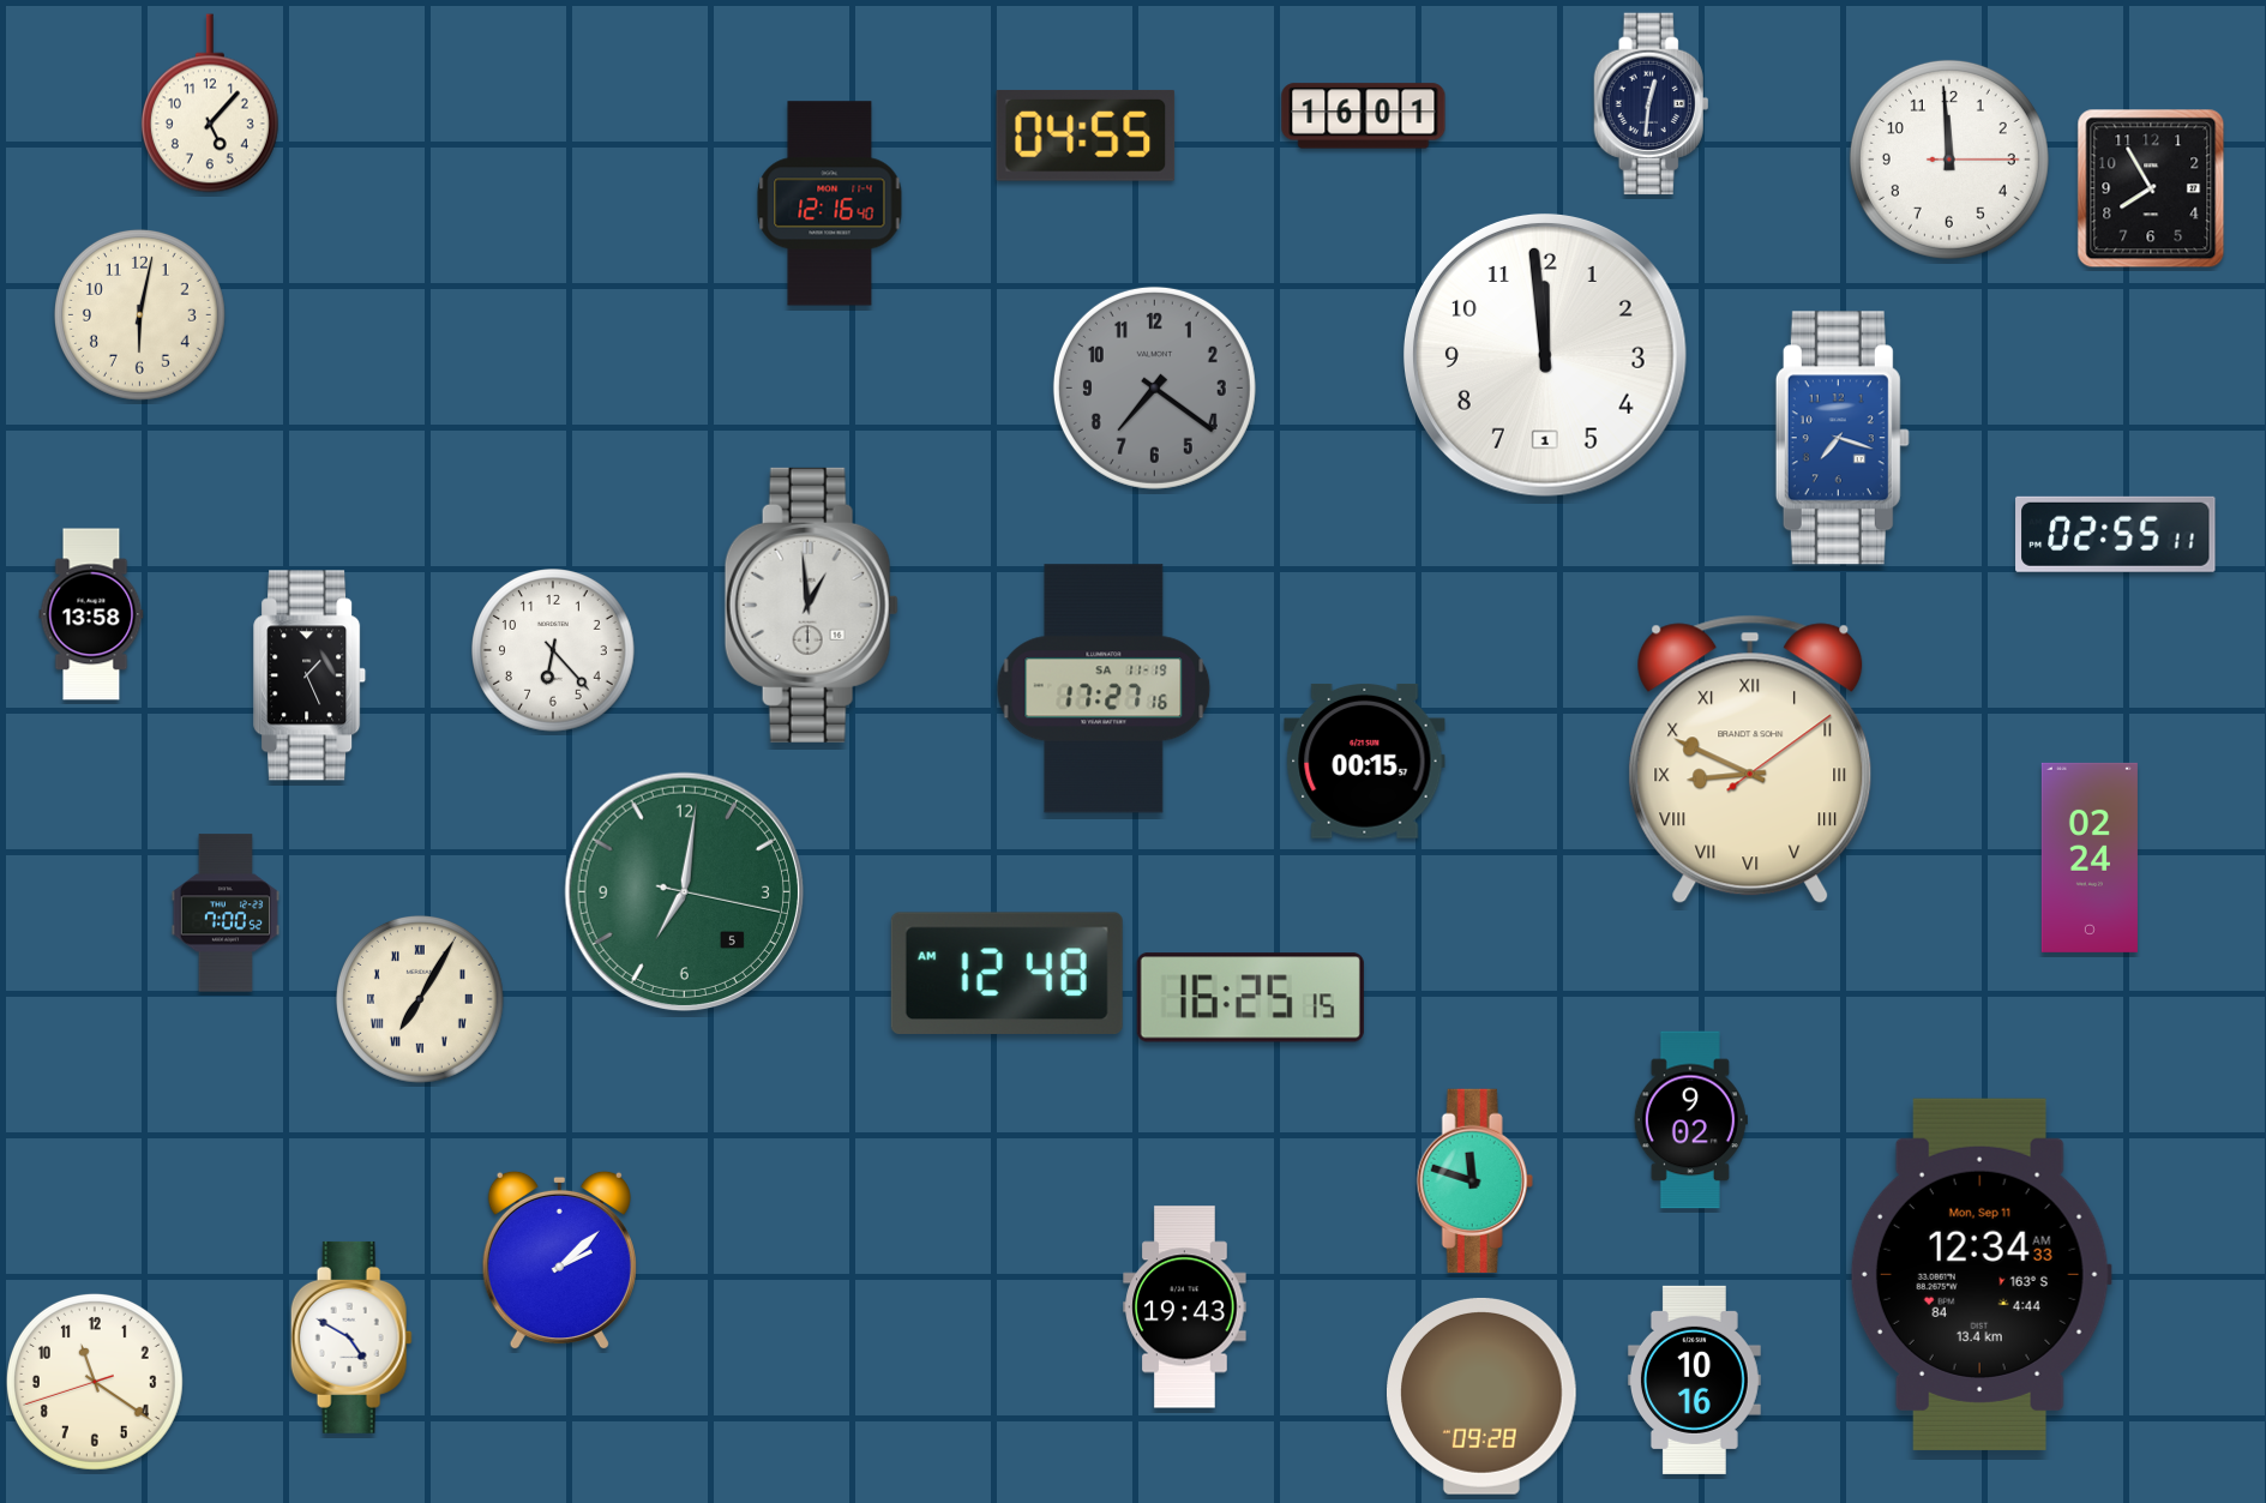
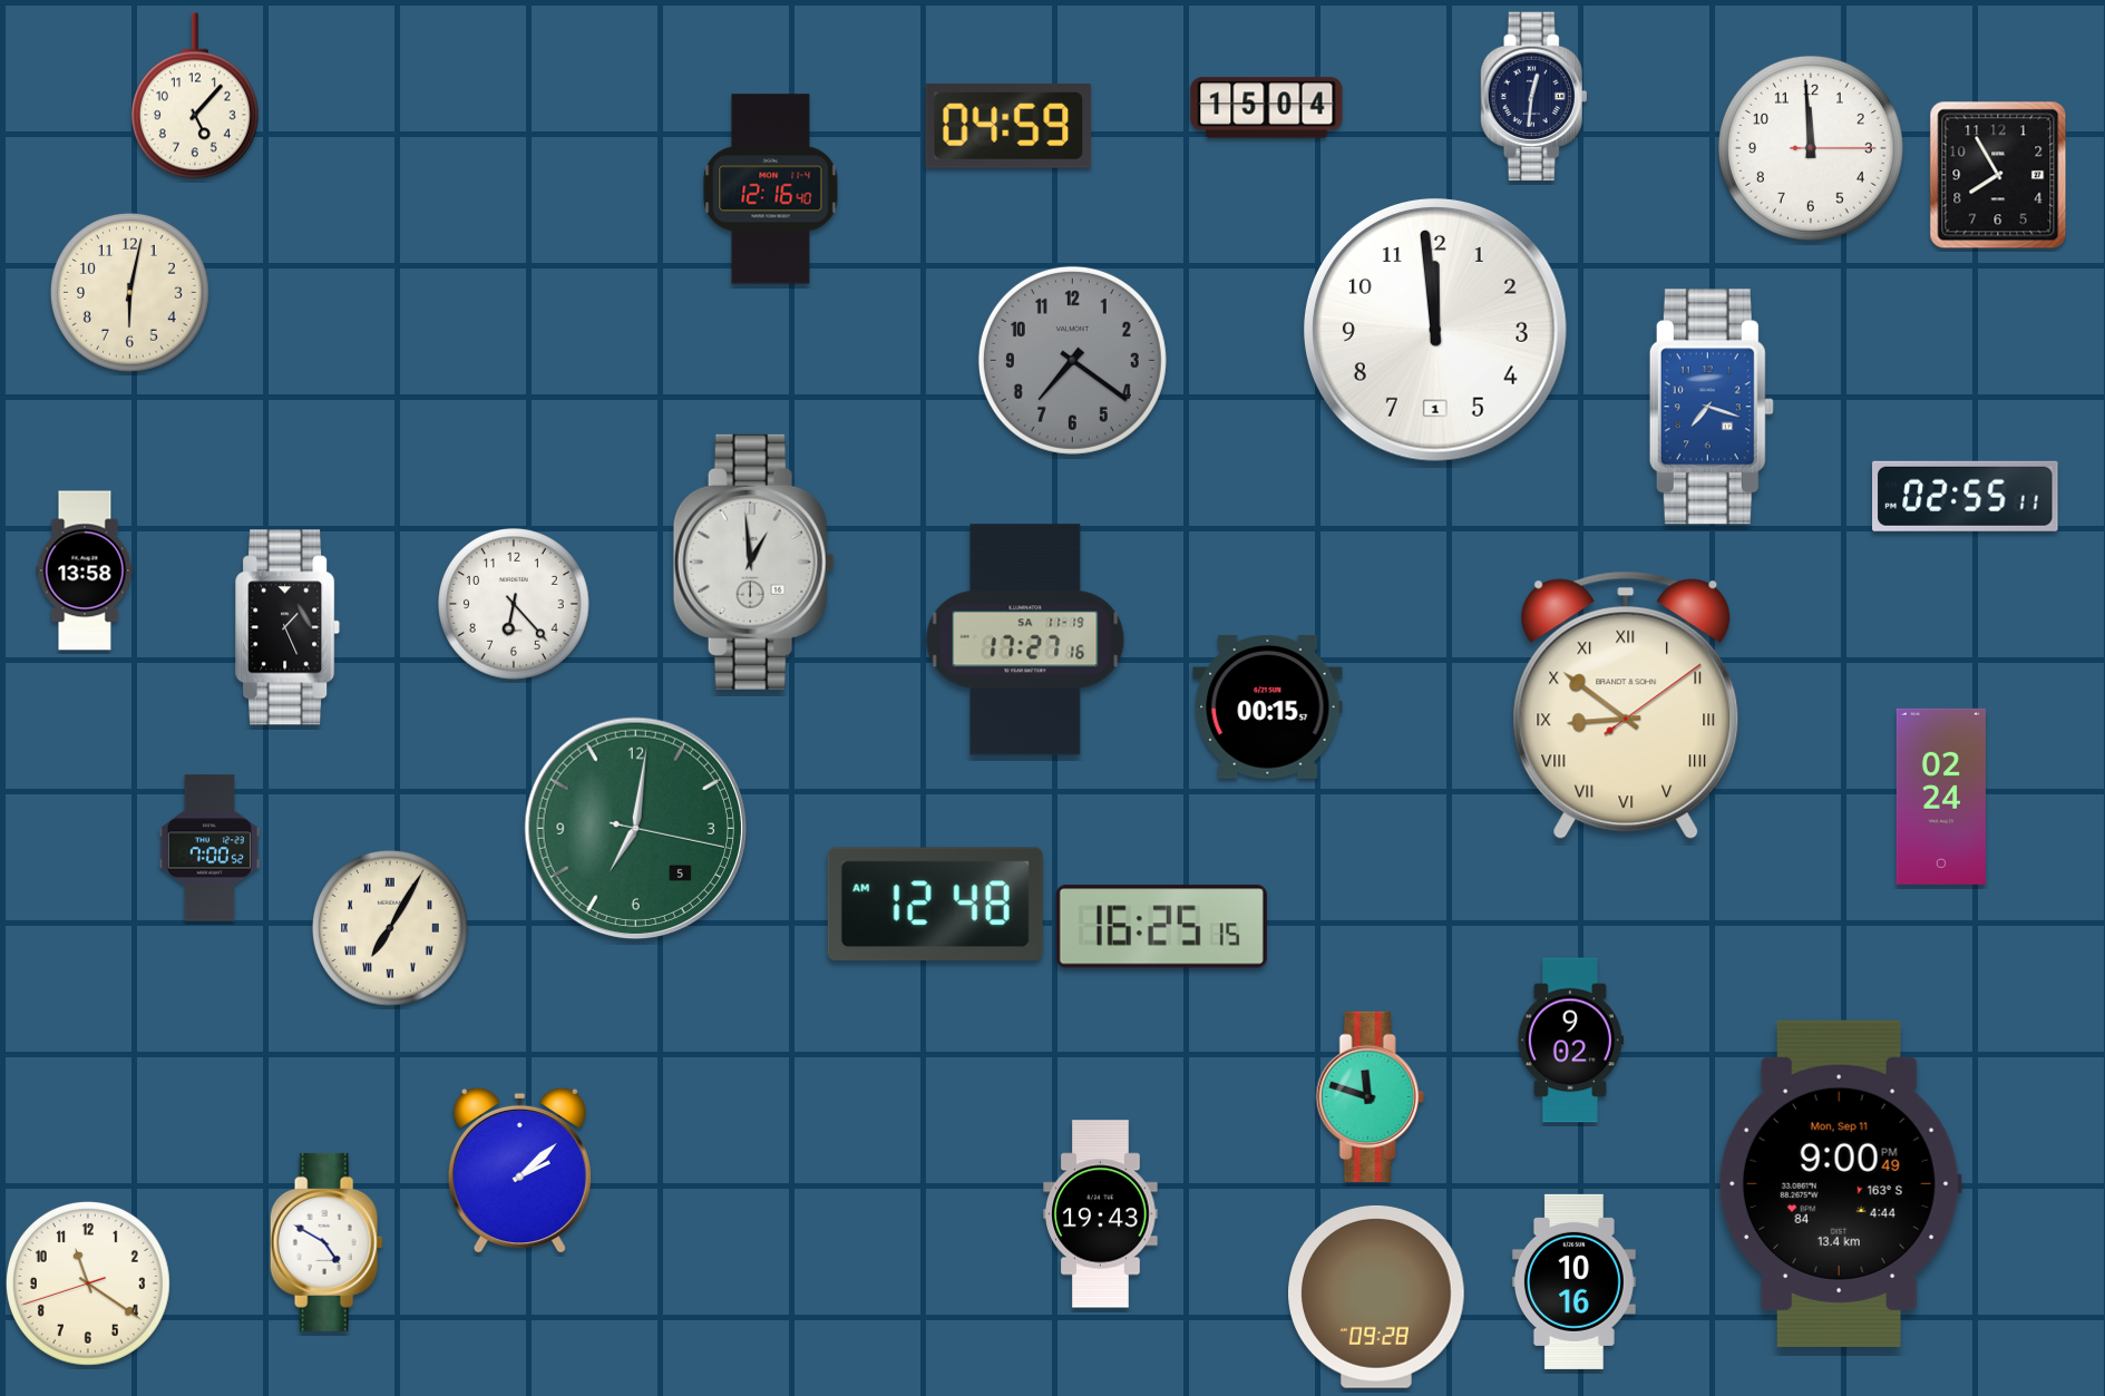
clock at (1364, 116): 16:01 -> 15:04
clock at (1086, 136): 04:55 -> 04:59
clock at (1750, 759): 8:49 -> 8:51
clock at (1981, 1274): 12:34 -> 9:00
